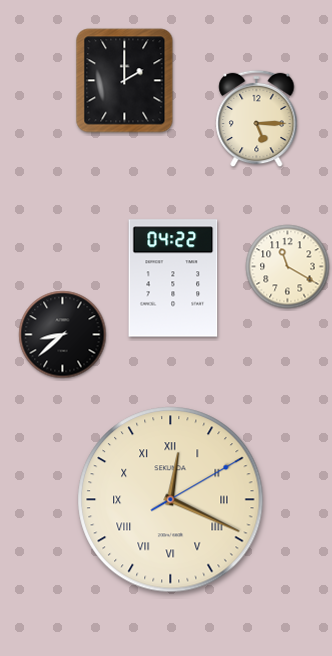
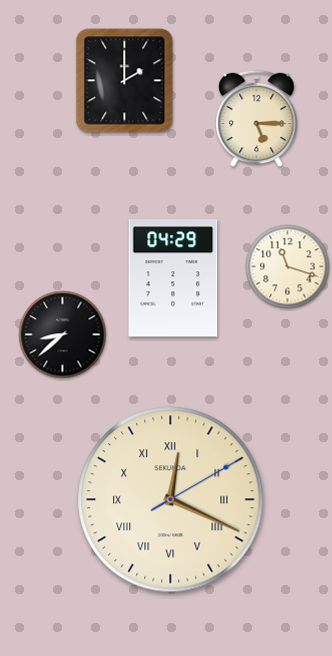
clock at (288, 267): 11:20 -> 11:18
clock at (173, 278): 04:22 -> 04:29
